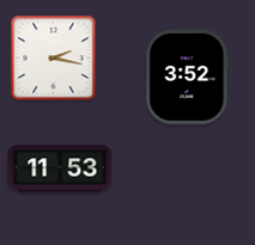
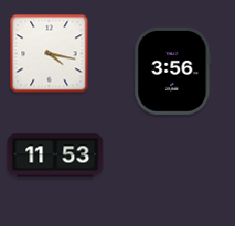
clock at (54, 59): 2:17 -> 4:17
clock at (188, 76): 3:52 -> 3:56
